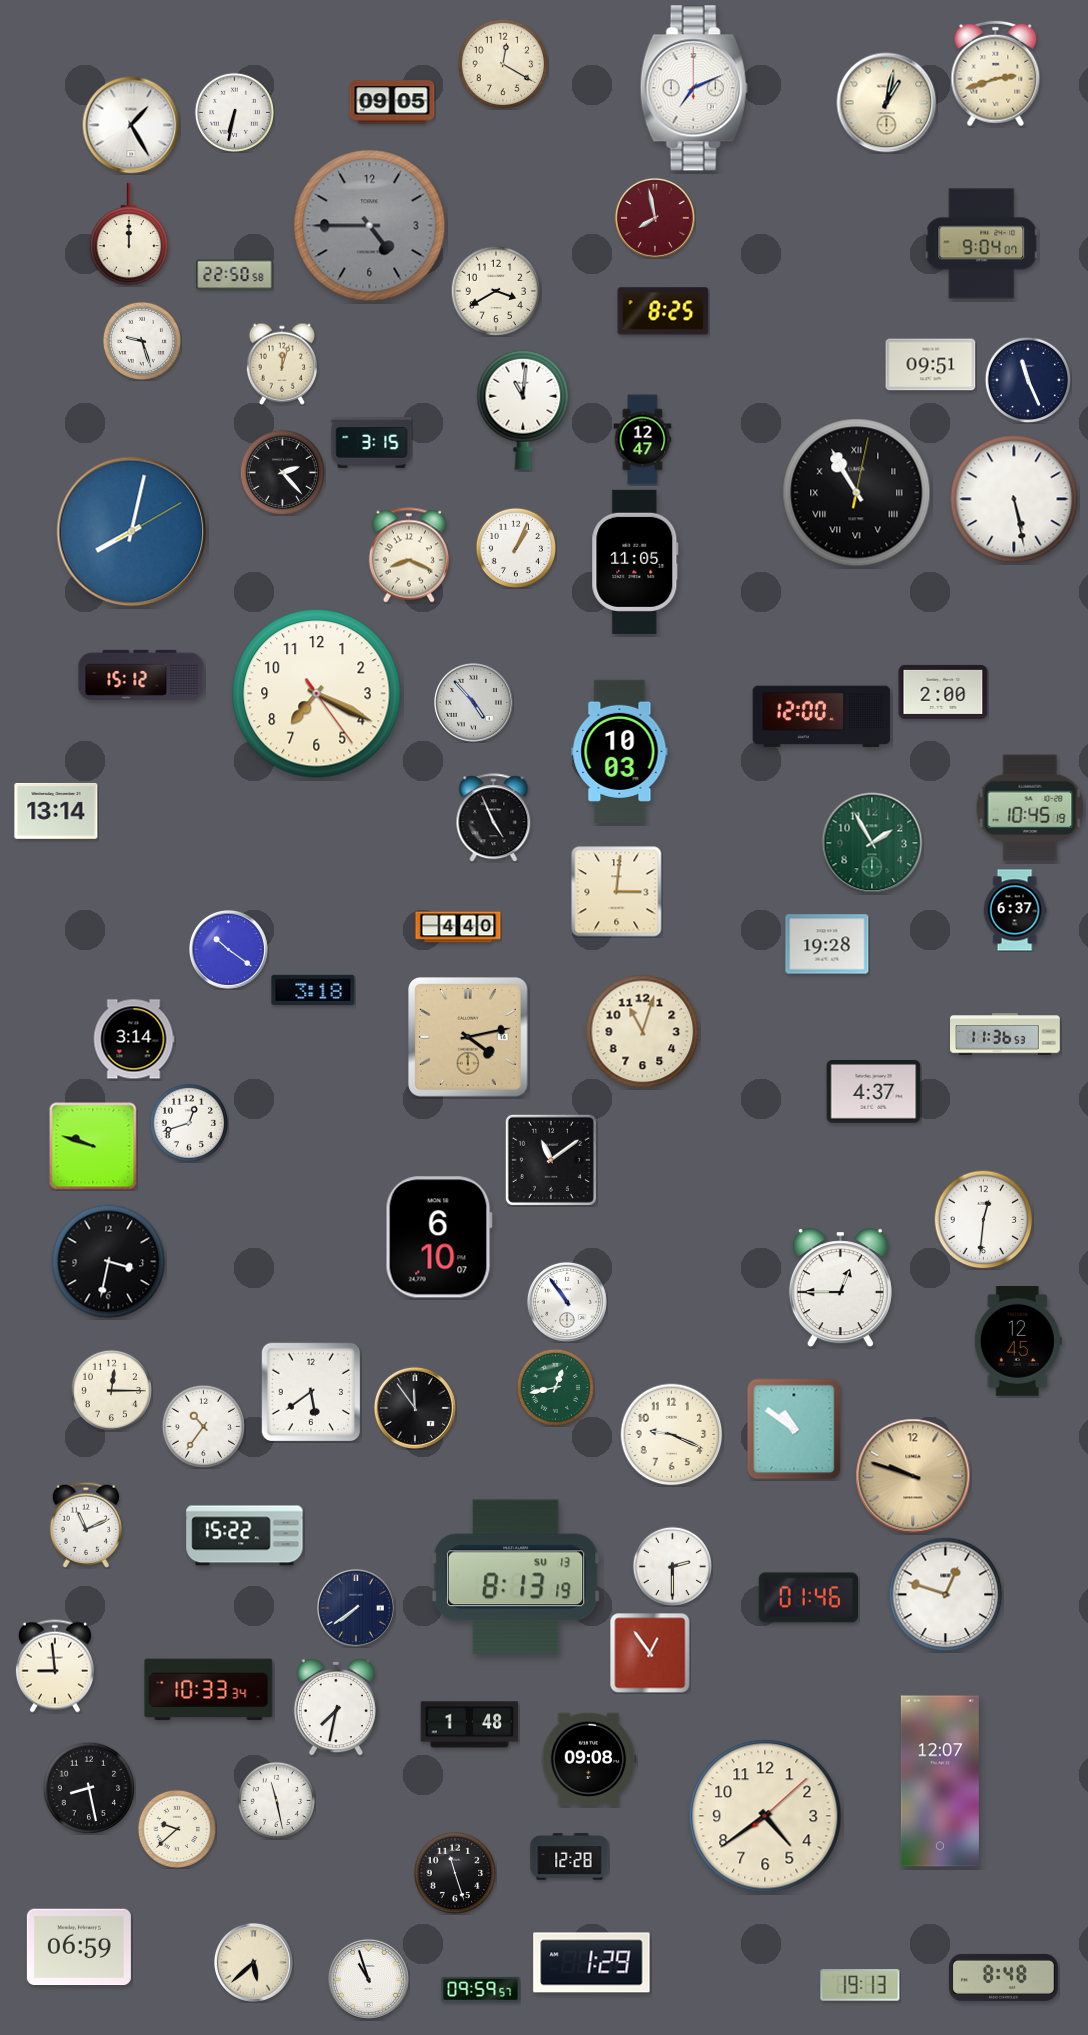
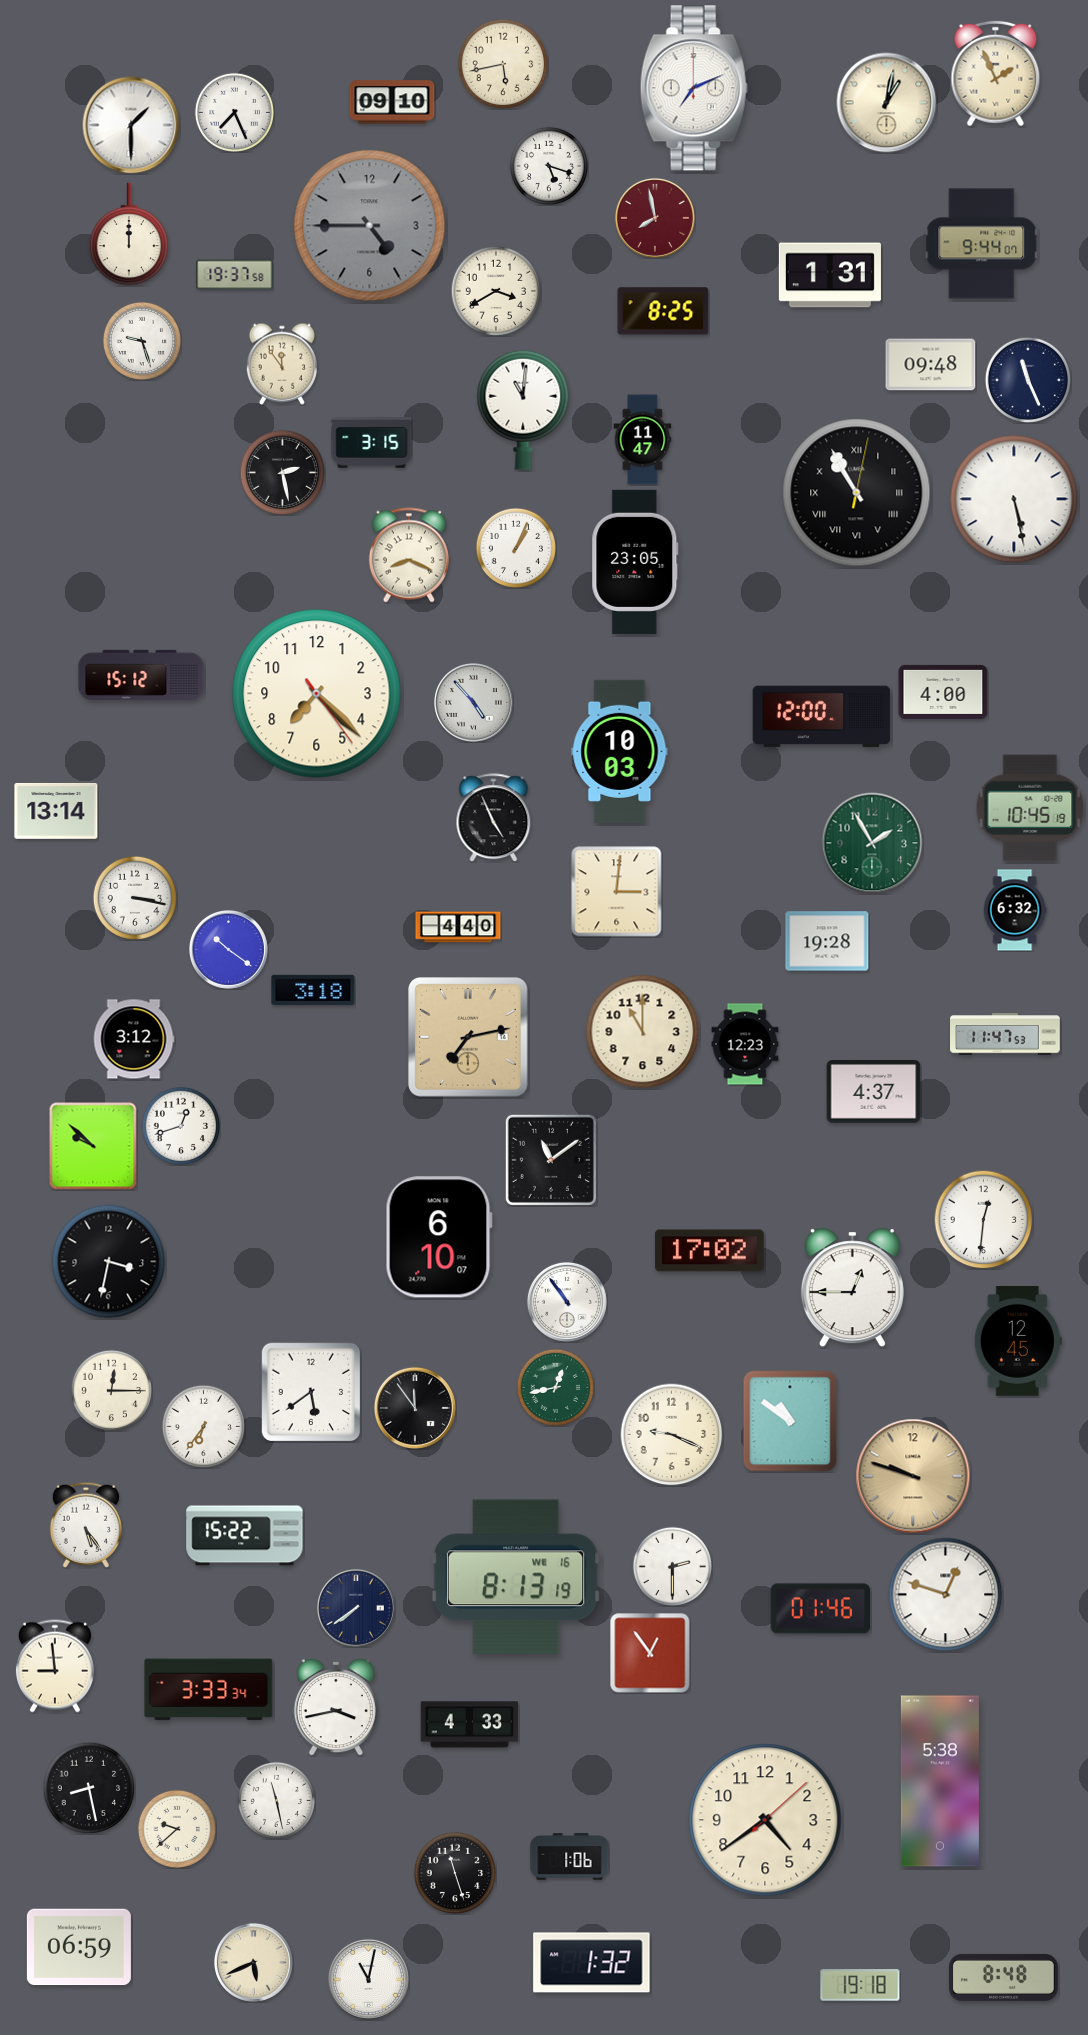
clock at (503, 64): 12:20 -> 5:43
clock at (996, 74): 2:42 -> 1:56
clock at (392, 102): 09:05 -> 09:10
clock at (234, 112): 6:32 -> 7:26
clock at (131, 125): 1:25 -> 1:30
clock at (549, 166): none -> 5:18
clock at (982, 244): 9:04 -> 9:44
clock at (235, 275): 22:50 -> 19:37
clock at (830, 275): none -> 1:31
clock at (282, 364): 12:03 -> 11:54
clock at (931, 365): 09:51 -> 09:48
clock at (643, 440): 12:47 -> 11:47
clock at (282, 472): 2:23 -> 2:28
clock at (132, 532): 8:02 -> none
clock at (635, 562): 11:05 -> 23:05
clock at (943, 692): 2:00 -> 4:00
clock at (317, 694): 7:19 -> 7:22
clock at (134, 897): none -> 3:17
clock at (1015, 910): 6:37 -> 6:32
clock at (827, 944) position: (827, 944) -> (827, 941)
clock at (643, 1032): 11:03 -> 11:00
clock at (1005, 1034): 11:36 -> 11:47
clock at (469, 1038): 4:13 -> 7:13
clock at (134, 1039): 3:14 -> 3:12
clock at (745, 1044): none -> 12:23
clock at (189, 1123) position: (189, 1123) -> (181, 1126)
clock at (93, 1146): 9:48 -> 9:52
clock at (709, 1251): none -> 17:02
clock at (840, 1288) position: (840, 1288) -> (852, 1288)
clock at (203, 1426): 10:36 -> 6:36
clock at (794, 1429) position: (794, 1429) -> (790, 1421)
clock at (86, 1525): 11:11 -> 5:24
clock at (516, 1577) date: SU 13 -> WE 16
clock at (808, 1598) position: (808, 1598) -> (820, 1609)
clock at (209, 1690): 10:33 -> 3:33
clock at (336, 1707): 7:32 -> 3:43
clock at (470, 1725): 1:48 -> 4:33
clock at (589, 1759): 09:08 -> none
clock at (940, 1781): 12:07 -> 5:38
clock at (765, 1816) position: (765, 1816) -> (765, 1820)
clock at (570, 1857): 12:28 -> 1:06
clock at (253, 1962): 5:38 -> 5:41
clock at (592, 1963): 1:29 -> 1:32
clock at (368, 1979): 10:57 -> 11:02
clock at (860, 1985): 19:13 -> 19:18
clock at (481, 1989): 09:59 -> none
